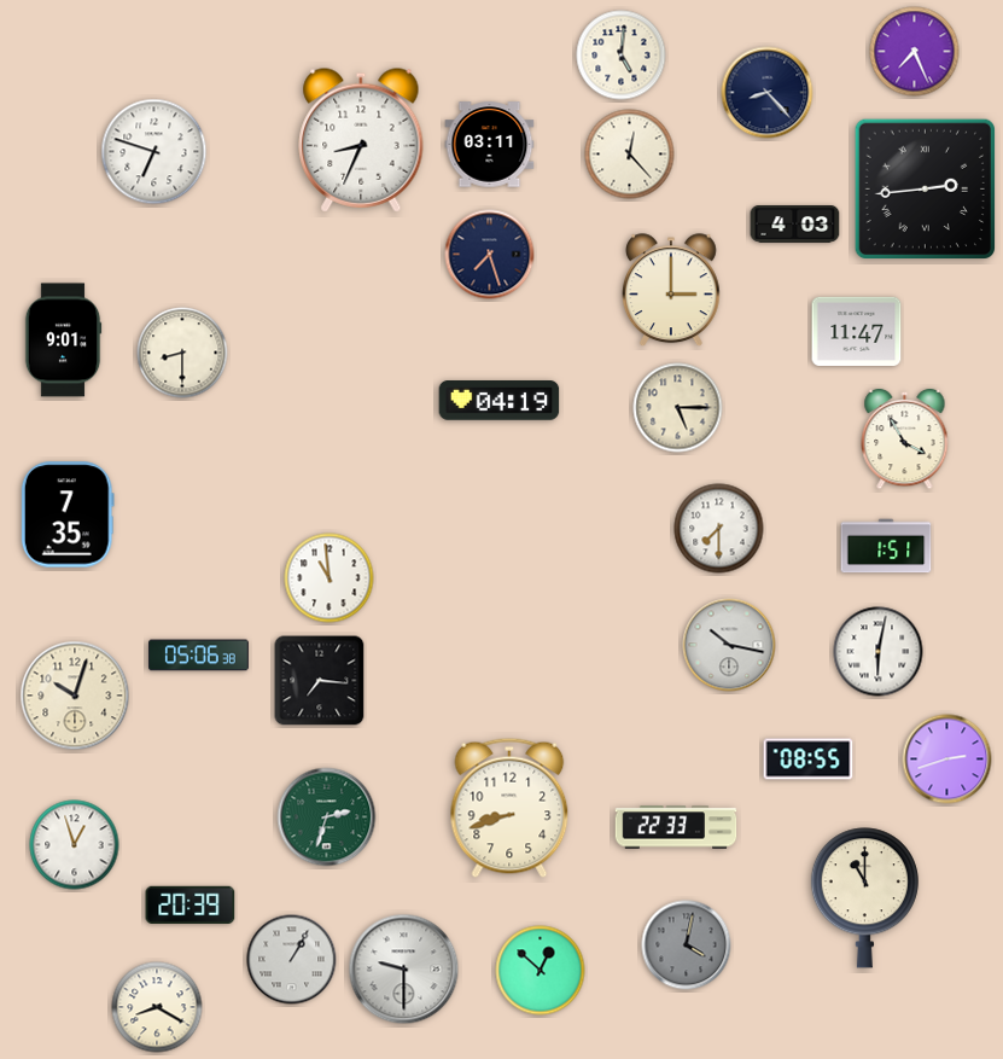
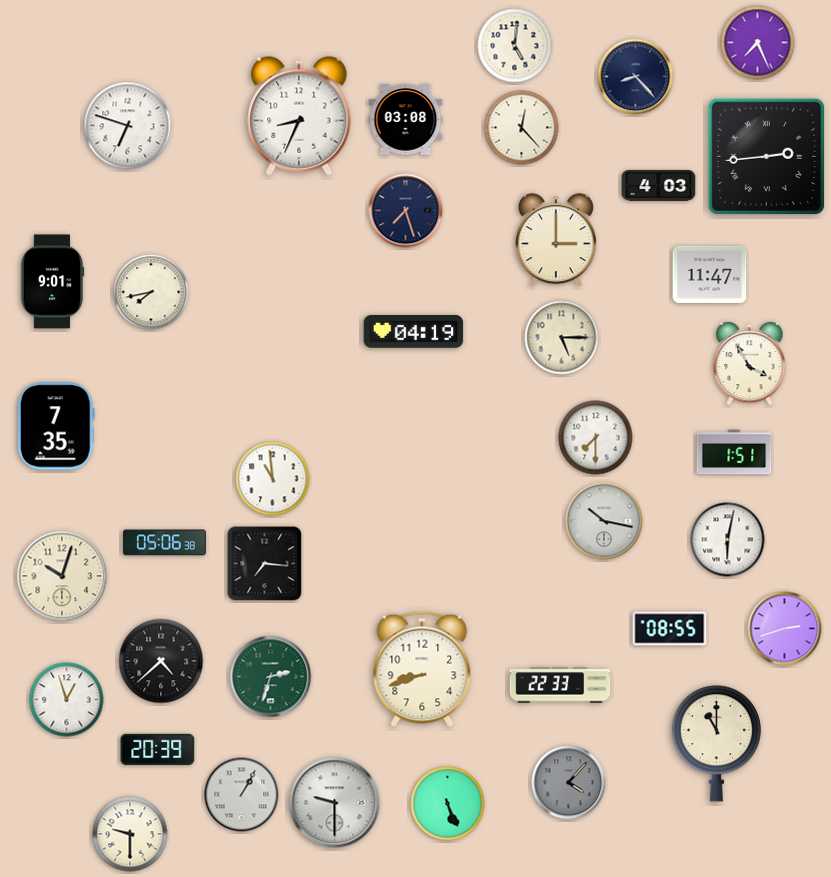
clock at (490, 145): 03:11 -> 03:08
clock at (182, 353): 8:30 -> 7:43
clock at (729, 645) position: (729, 645) -> (604, 521)
clock at (161, 661): none -> 4:38
clock at (75, 845) position: (75, 845) -> (67, 700)
clock at (687, 945): 4:02 -> 4:07
clock at (541, 971): 12:52 -> 5:26
clock at (157, 1007): 8:20 -> 9:30
